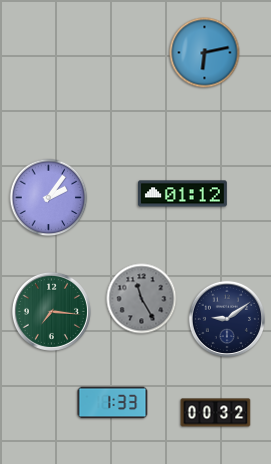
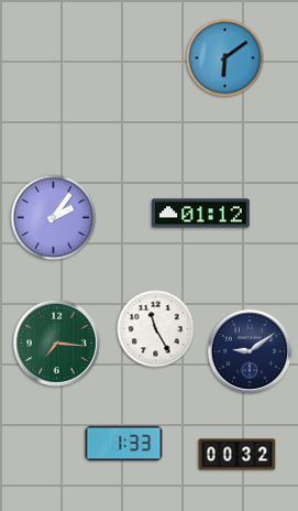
clock at (205, 53): 6:13 -> 6:09
clock at (142, 299) dial: grey -> white
